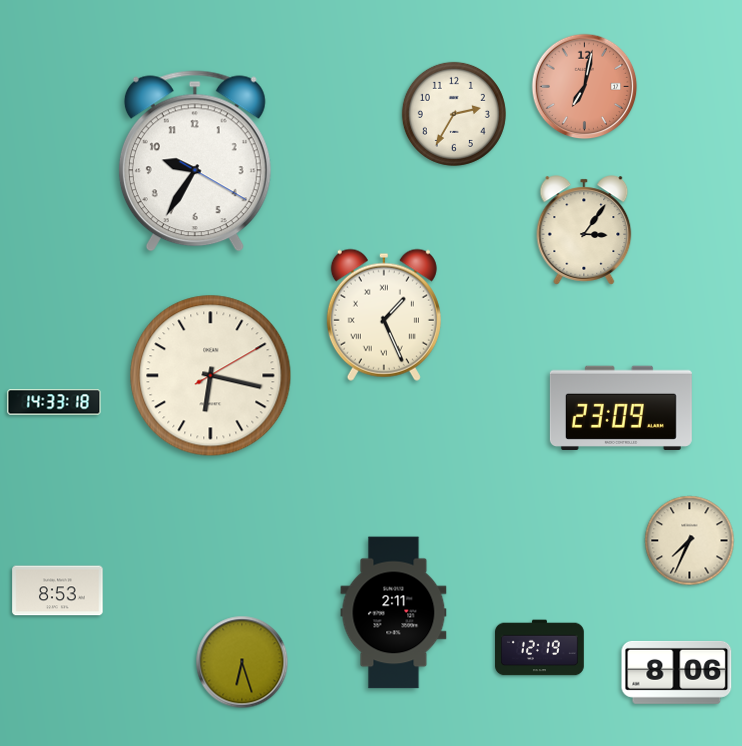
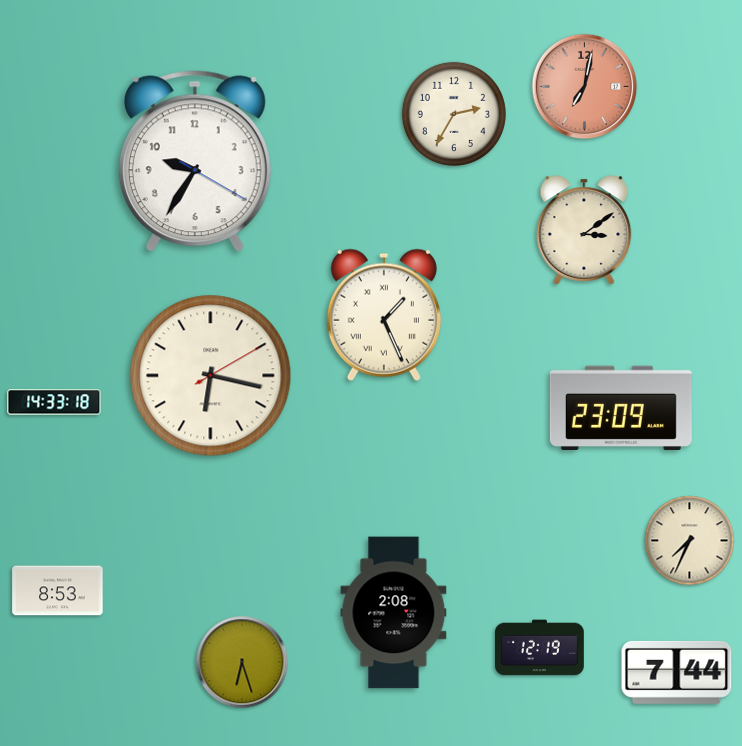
clock at (584, 230): 3:06 -> 3:09
clock at (394, 613): 2:11 -> 2:08
clock at (677, 672): 8:06 -> 7:44
